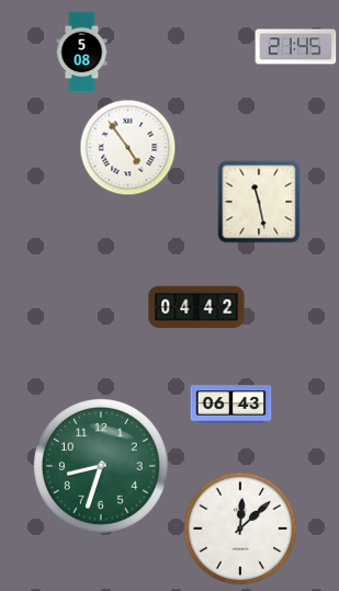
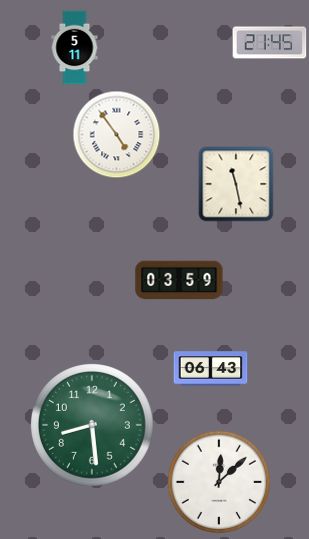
clock at (82, 53): 5:08 -> 5:11
clock at (196, 307): 04:42 -> 03:59
clock at (101, 466): 8:33 -> 8:29
